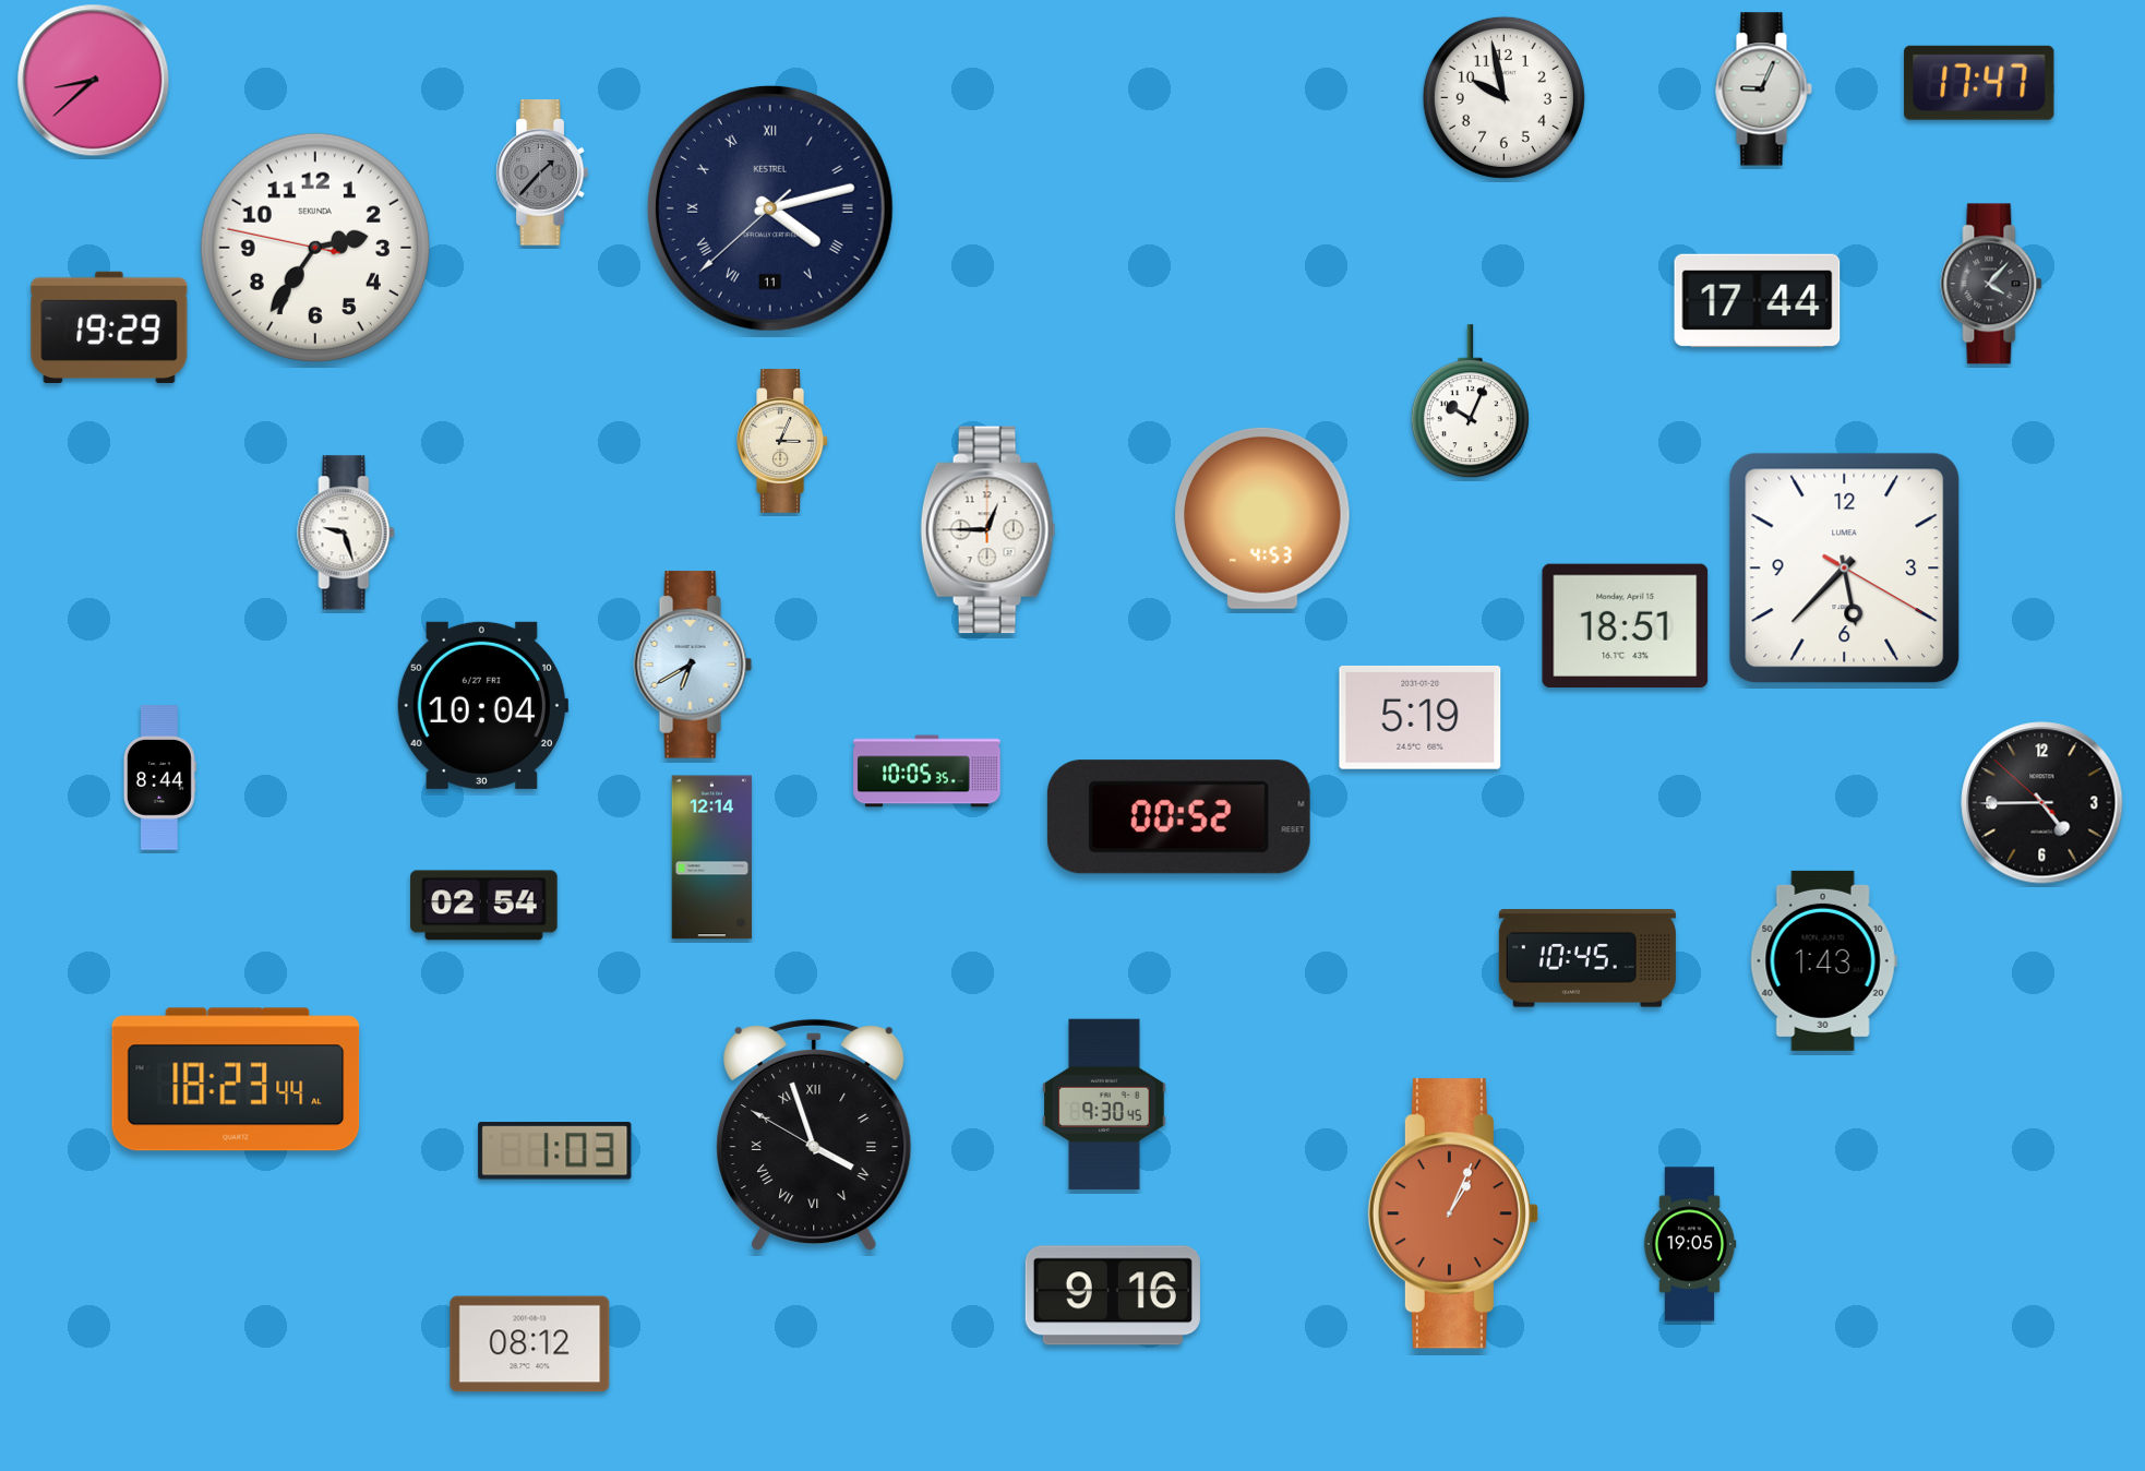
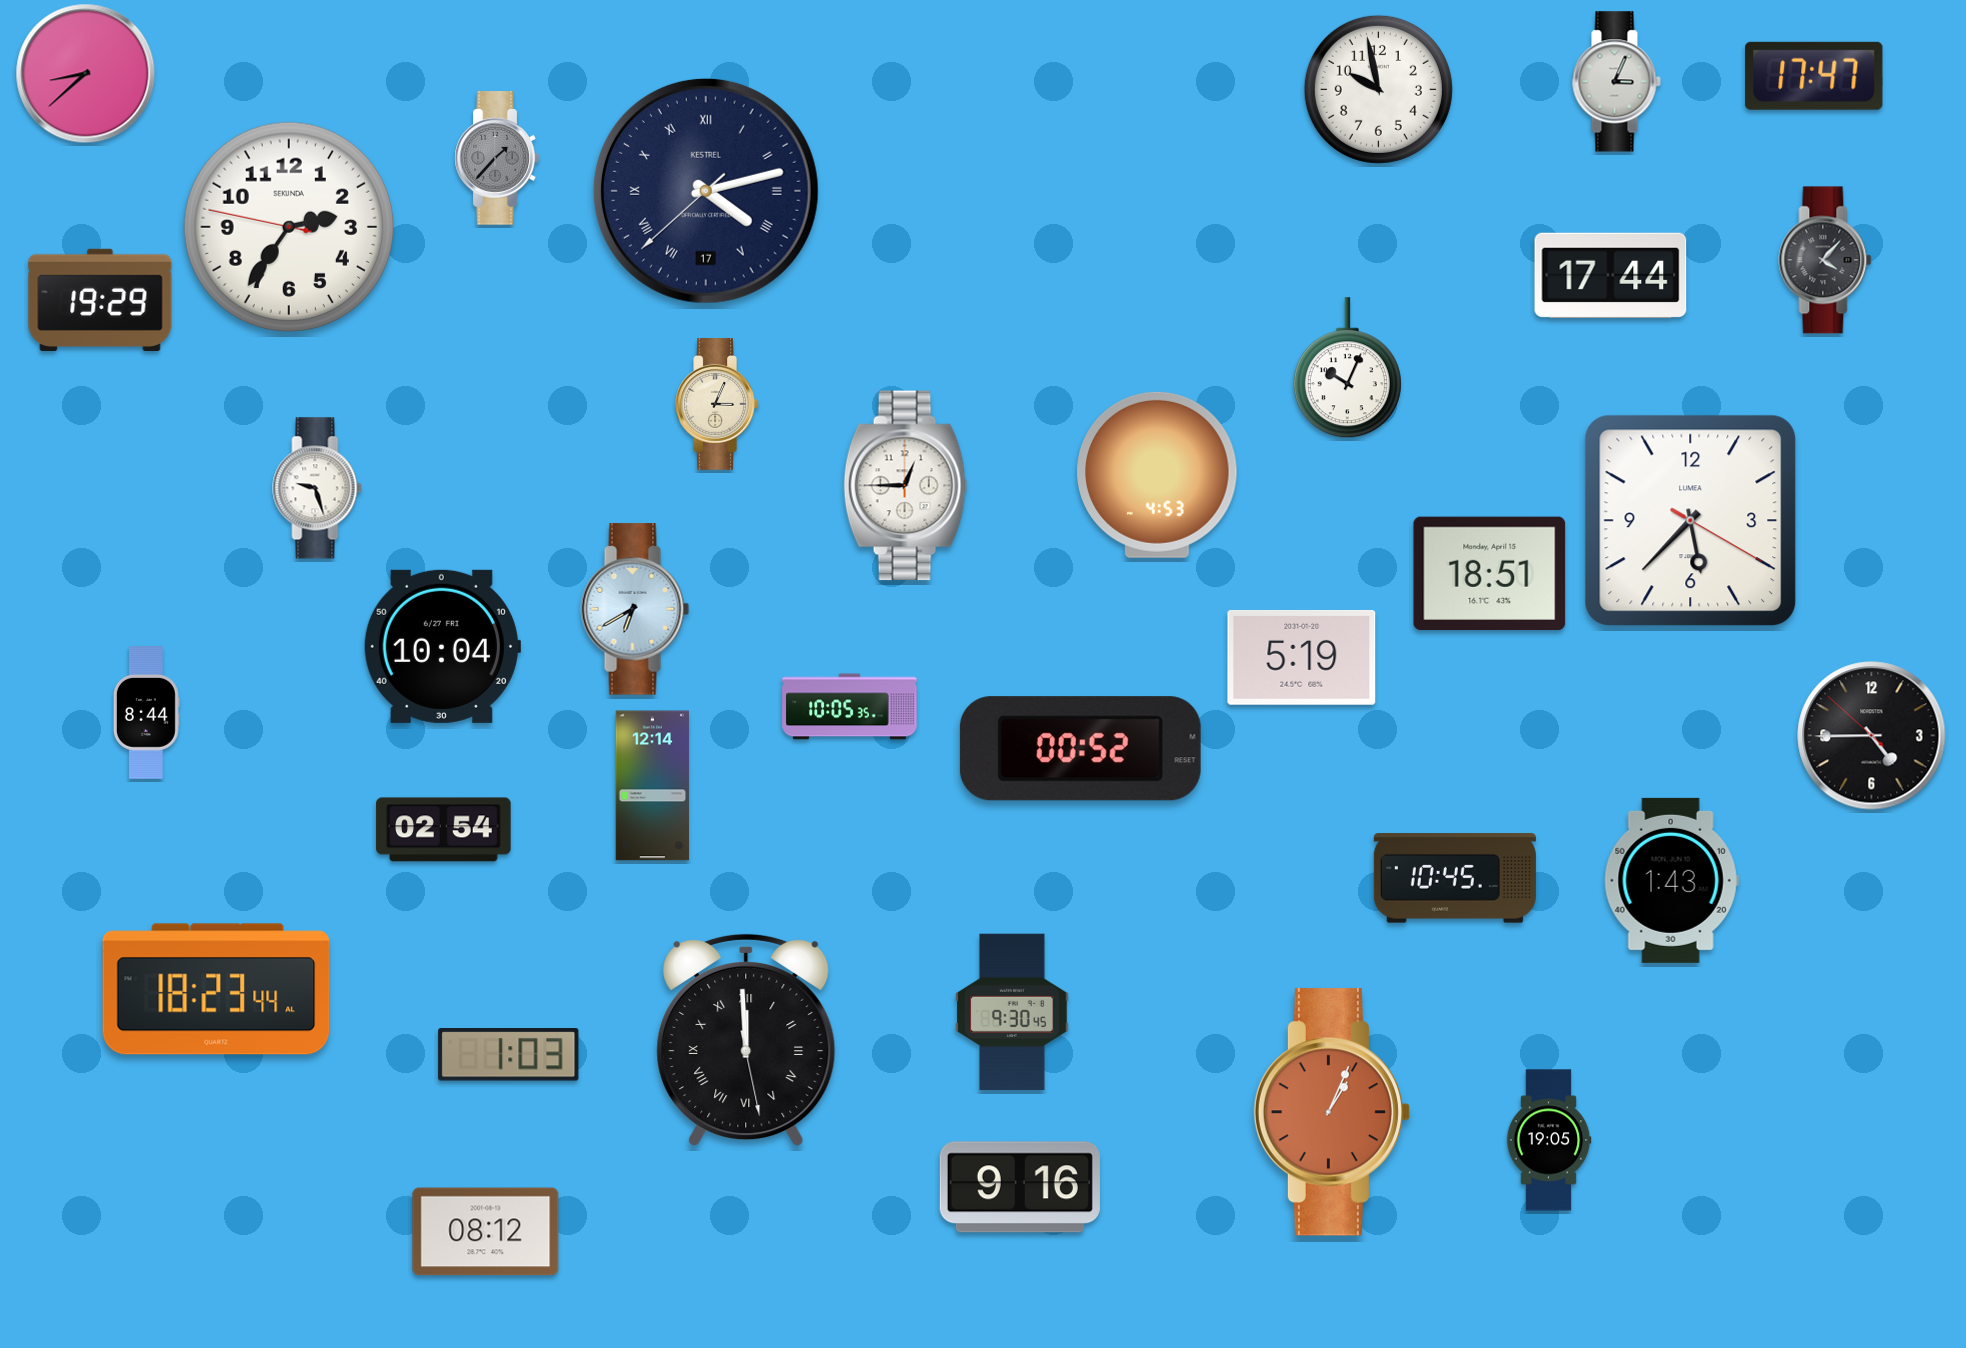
clock at (1763, 89): 9:04 -> 3:04
clock at (770, 208) date: 11 -> 17
clock at (814, 1135): 3:56 -> 11:59
